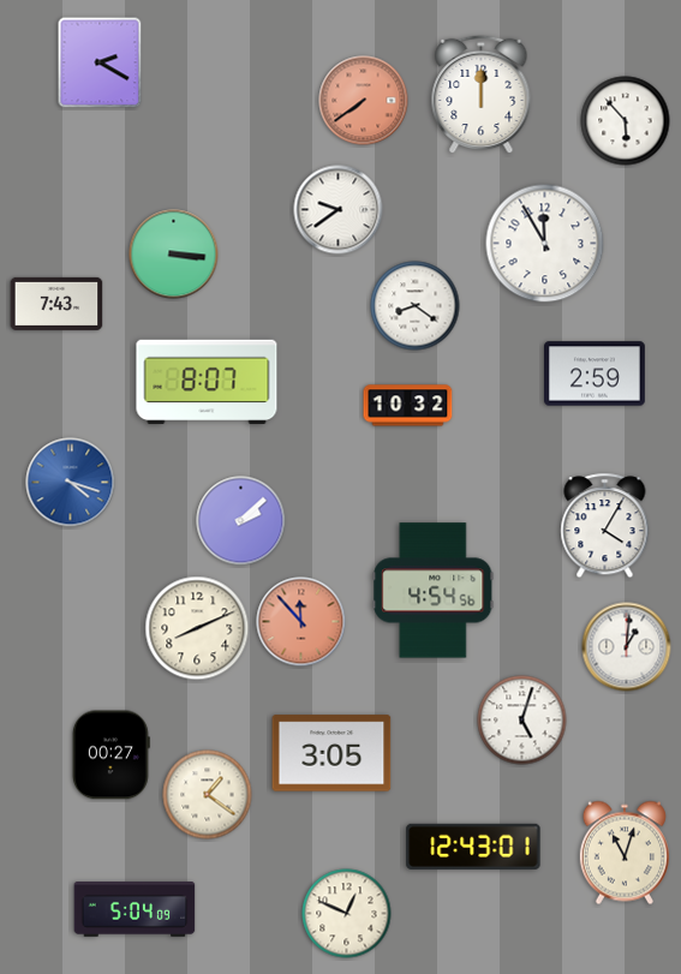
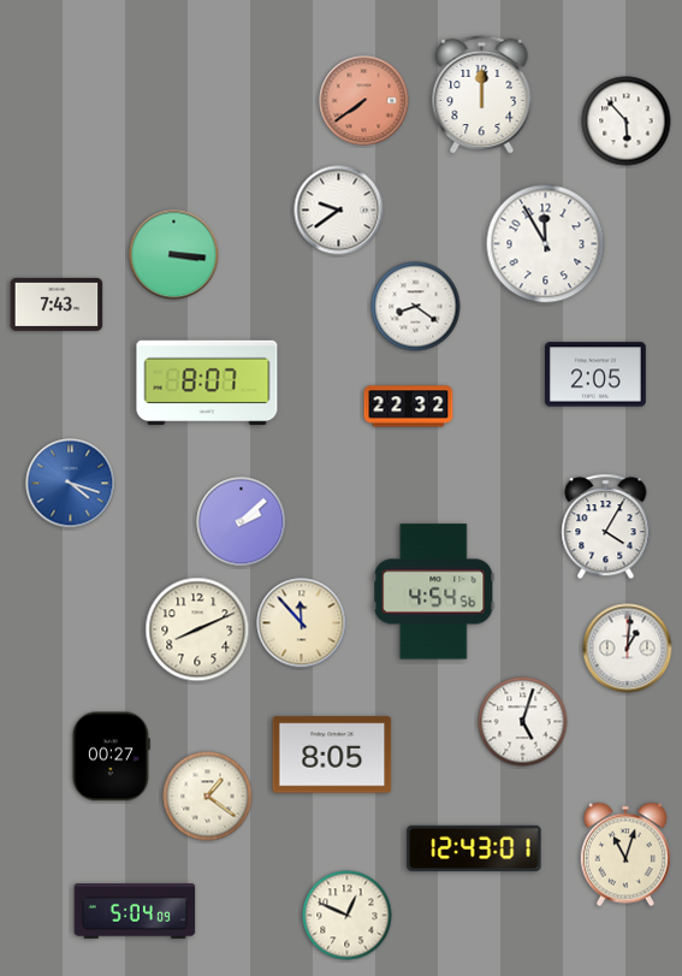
clock at (100, 62): 2:20 -> none
clock at (596, 374): 2:59 -> 2:05
clock at (408, 406): 10:32 -> 22:32
clock at (301, 622) dial: salmon -> cream
clock at (331, 753): 3:05 -> 8:05
